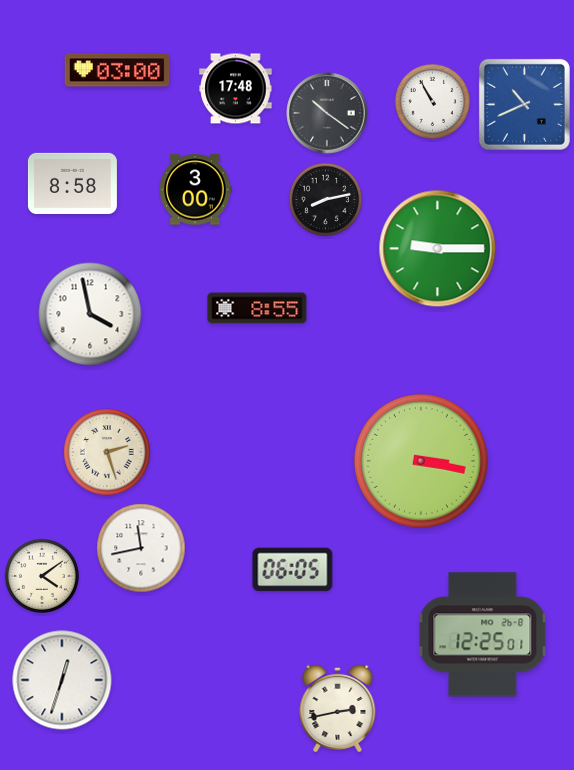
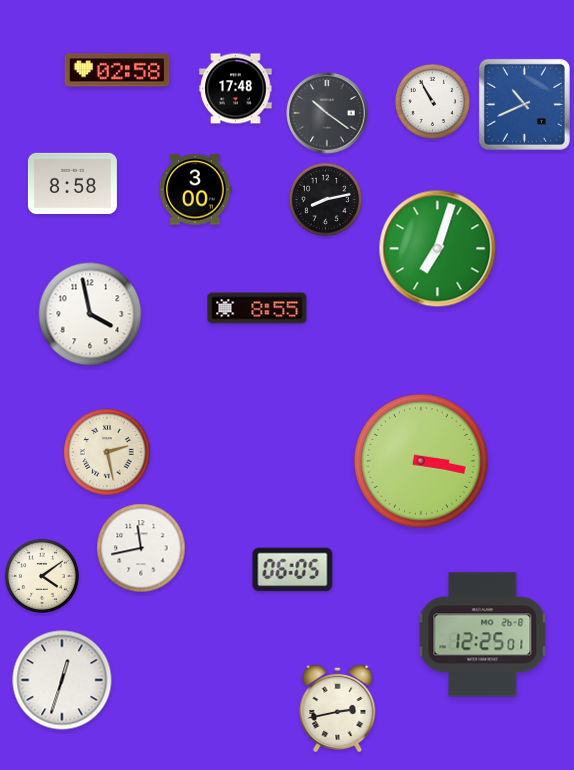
clock at (117, 70): 03:00 -> 02:58
clock at (438, 249): 9:15 -> 7:03
clock at (107, 452): 2:27 -> 2:28
